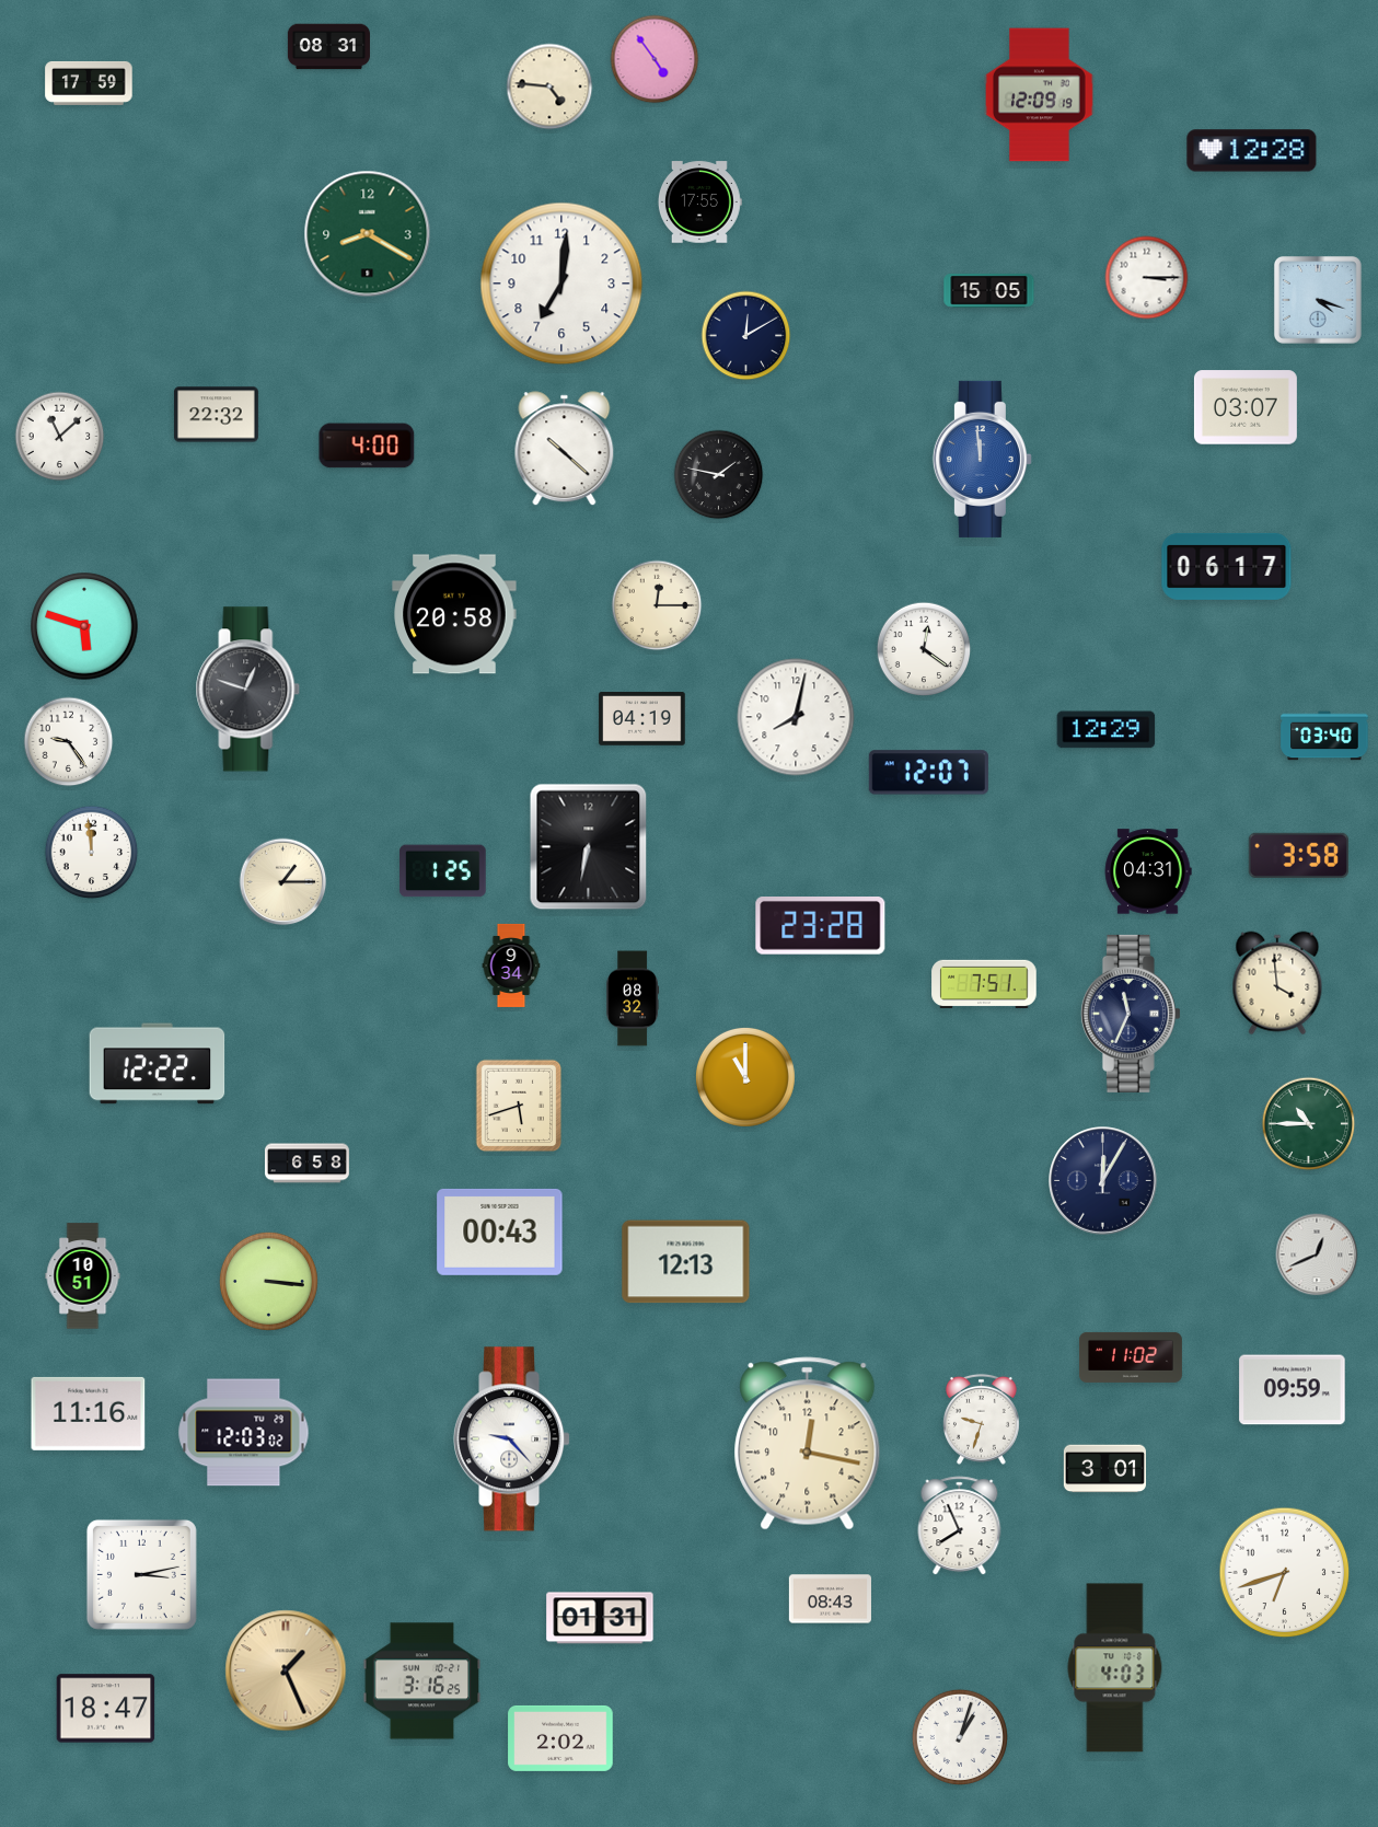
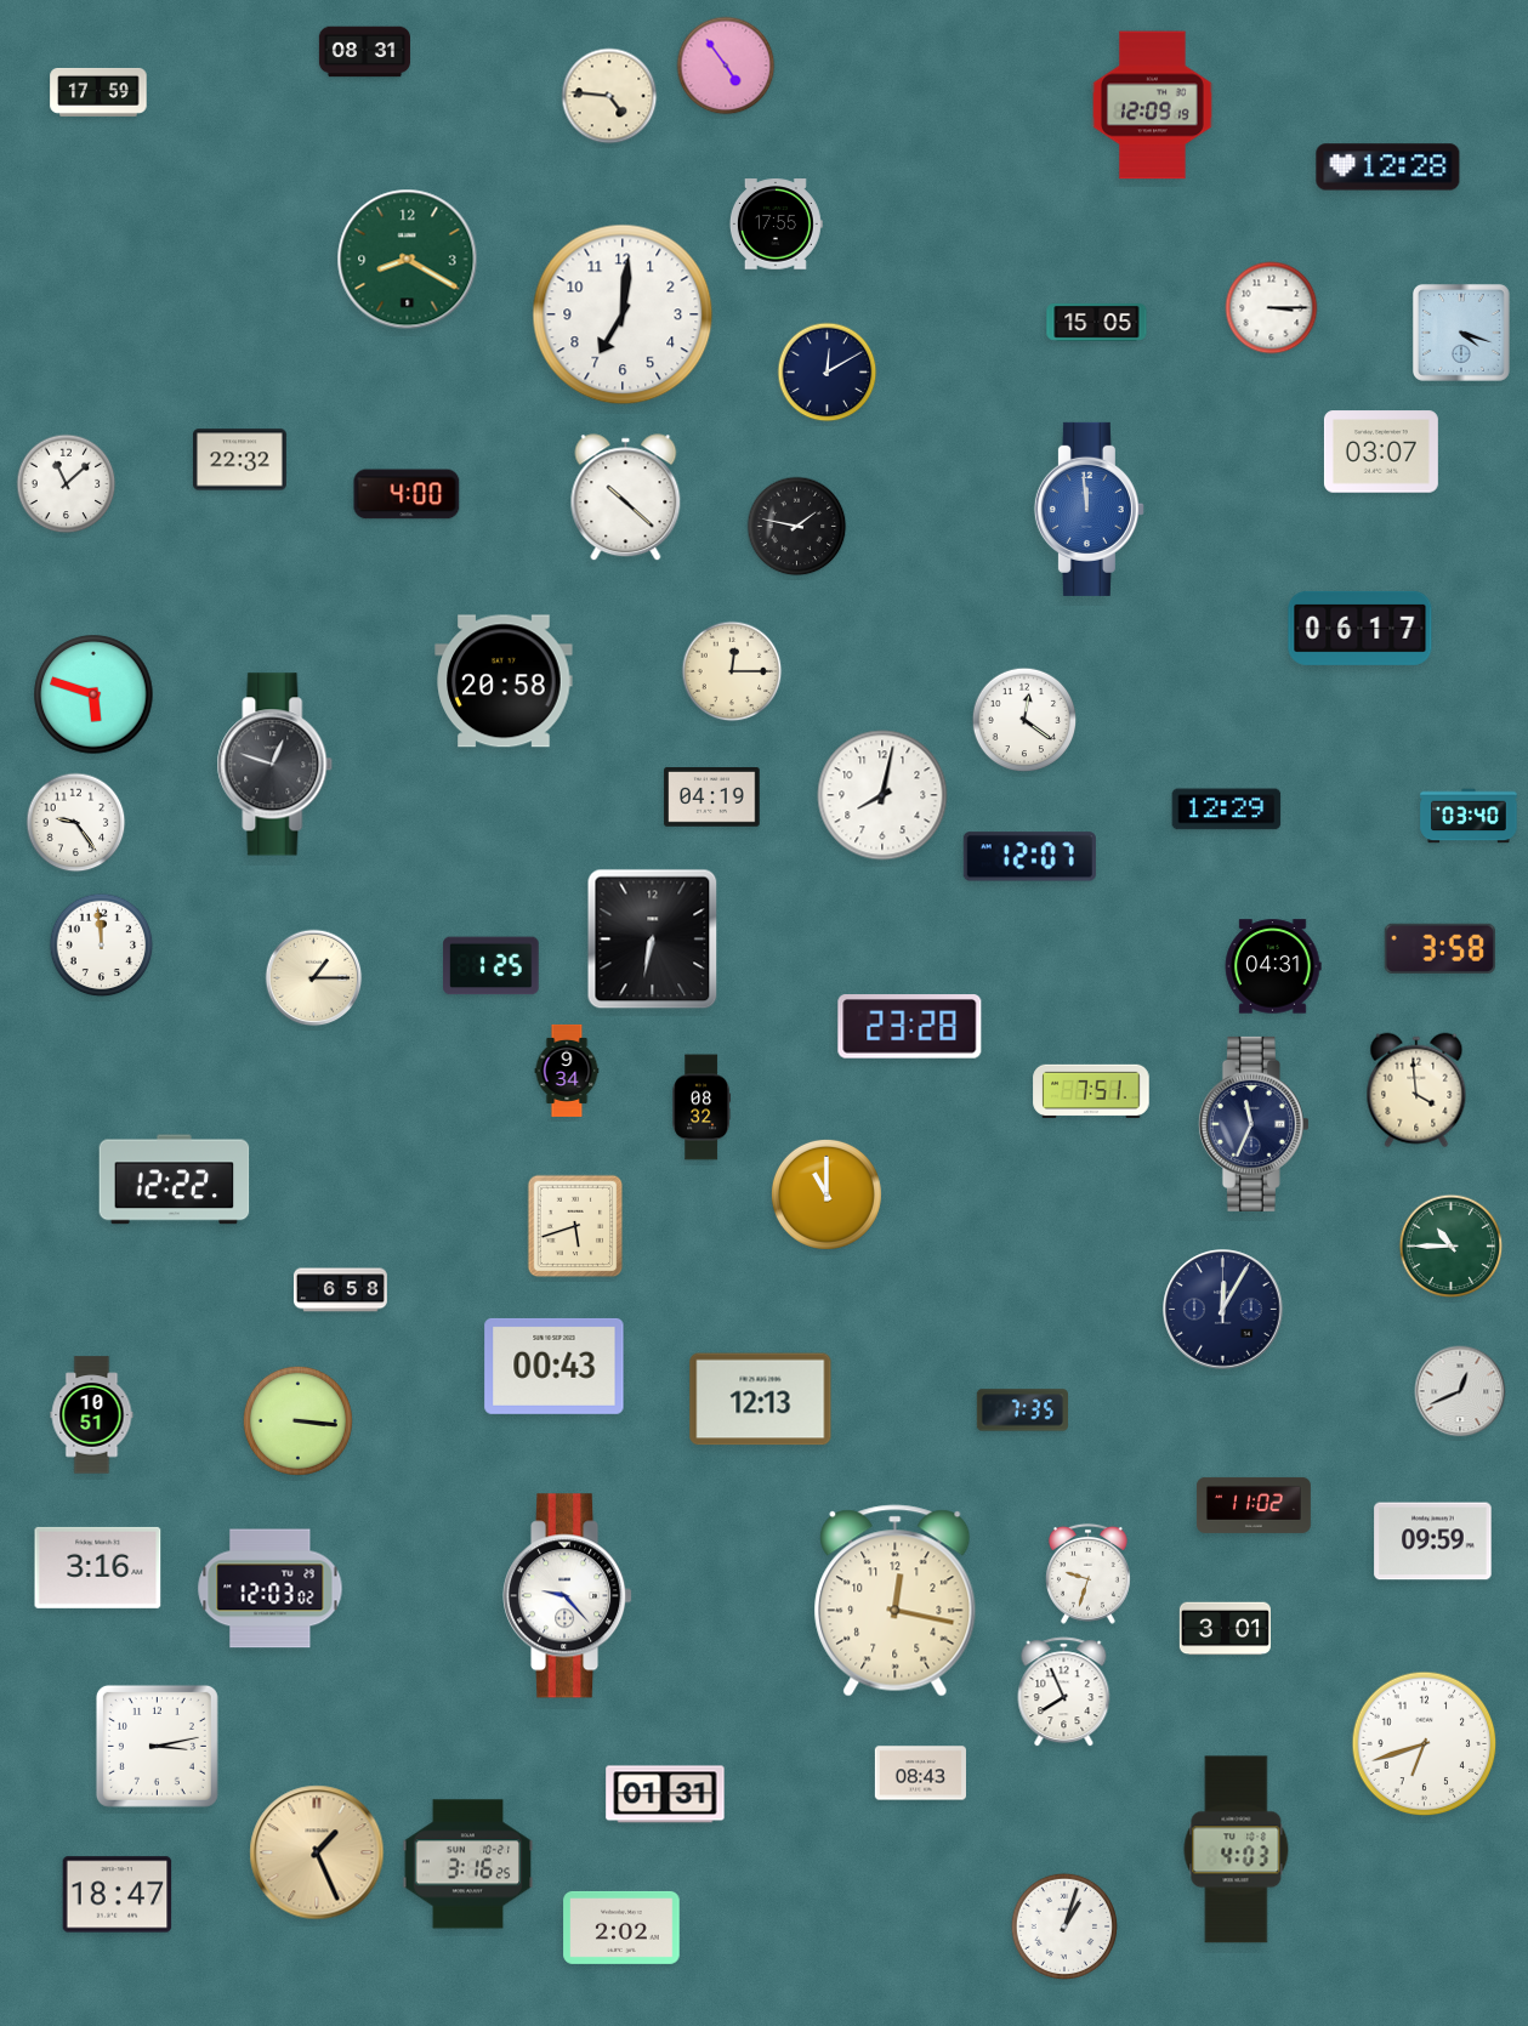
clock at (657, 605) position: (657, 605) -> (732, 671)
clock at (1022, 1411): none -> 7:35
clock at (89, 1413): 11:16 -> 3:16
